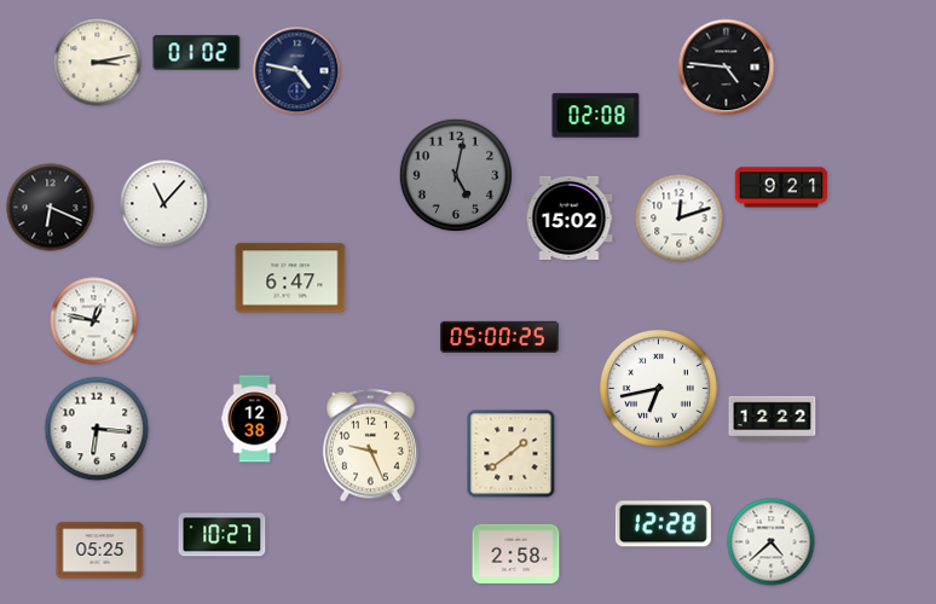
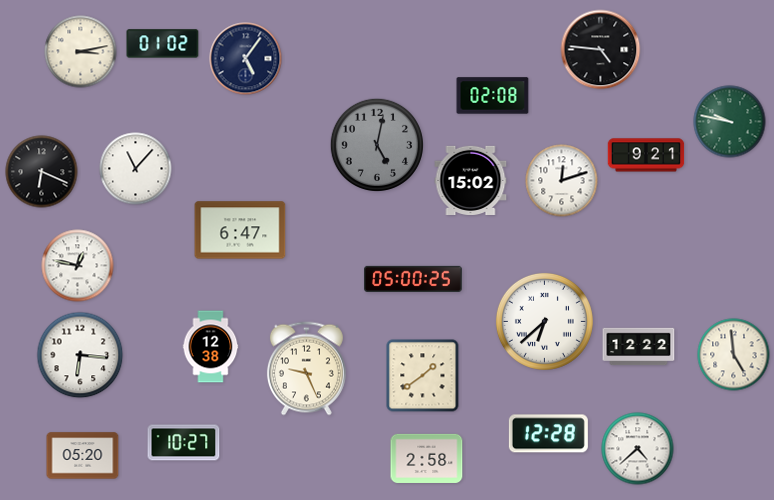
clock at (727, 68) position: (727, 68) -> (601, 50)
clock at (297, 71): 4:47 -> 5:06
clock at (730, 122): none -> 9:47
clock at (658, 388): 6:43 -> 6:38
clock at (734, 355): none -> 4:59
clock at (100, 551): 05:25 -> 05:20
